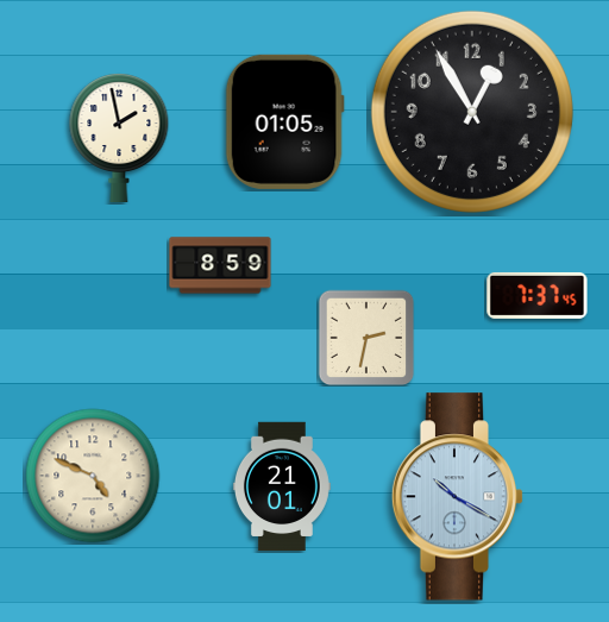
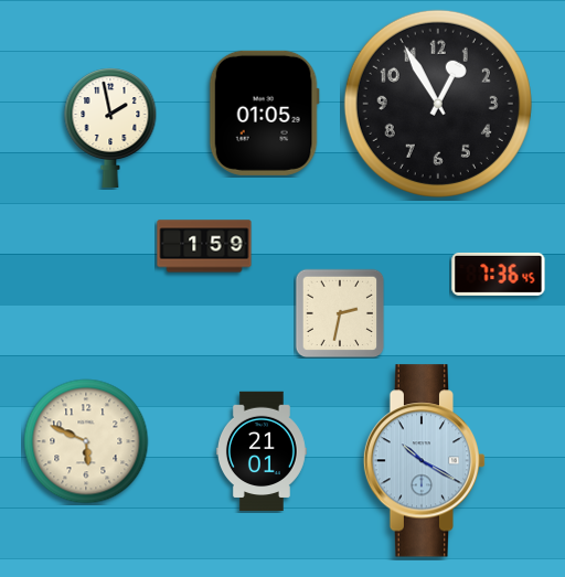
clock at (220, 265): 8:59 -> 1:59
clock at (538, 295): 7:37 -> 7:36
clock at (93, 476): 4:49 -> 5:49
